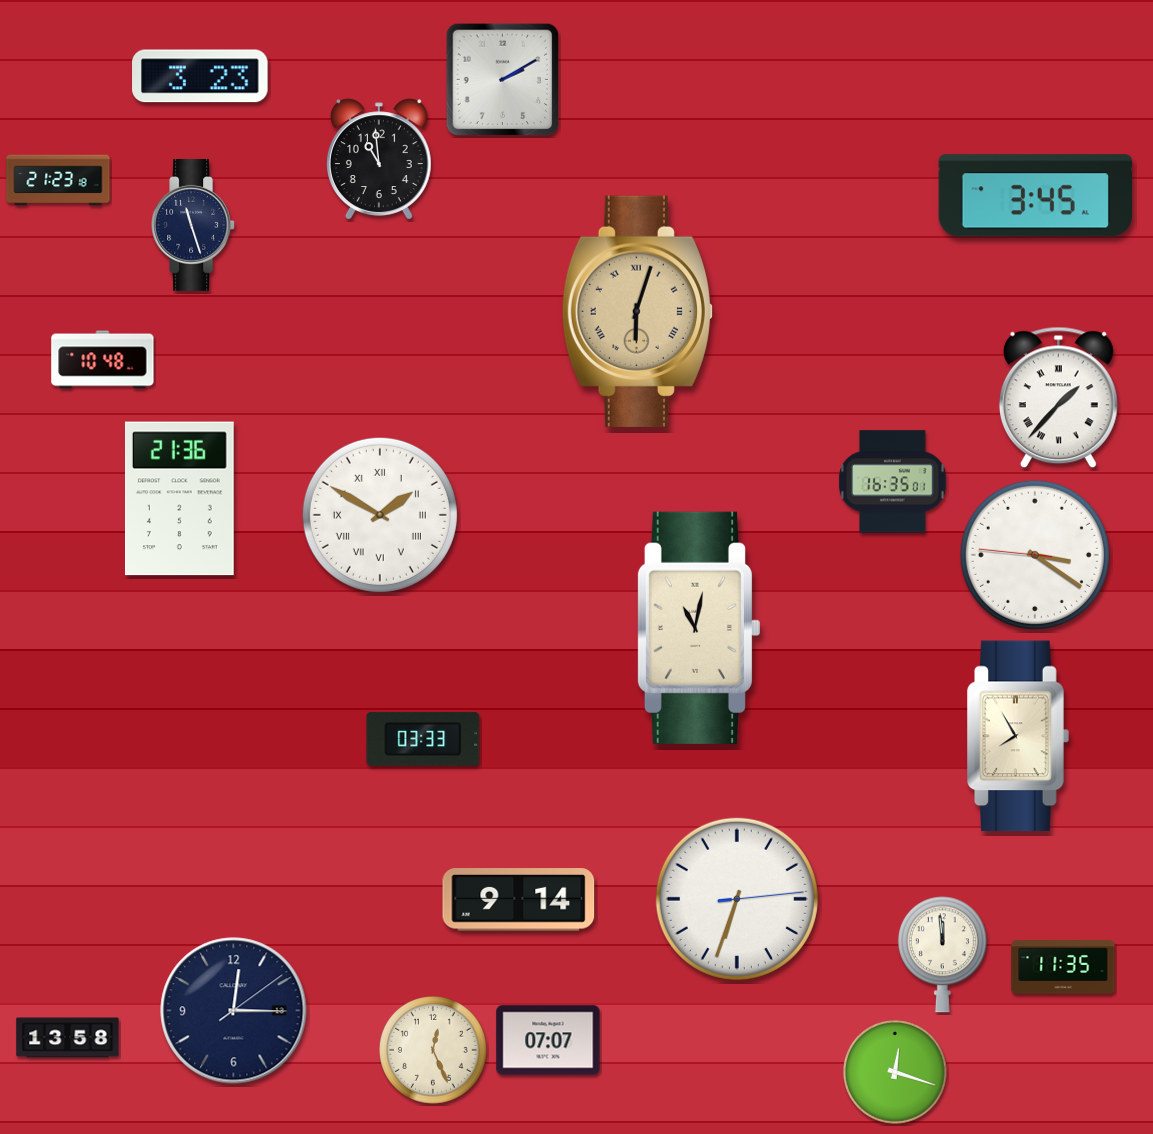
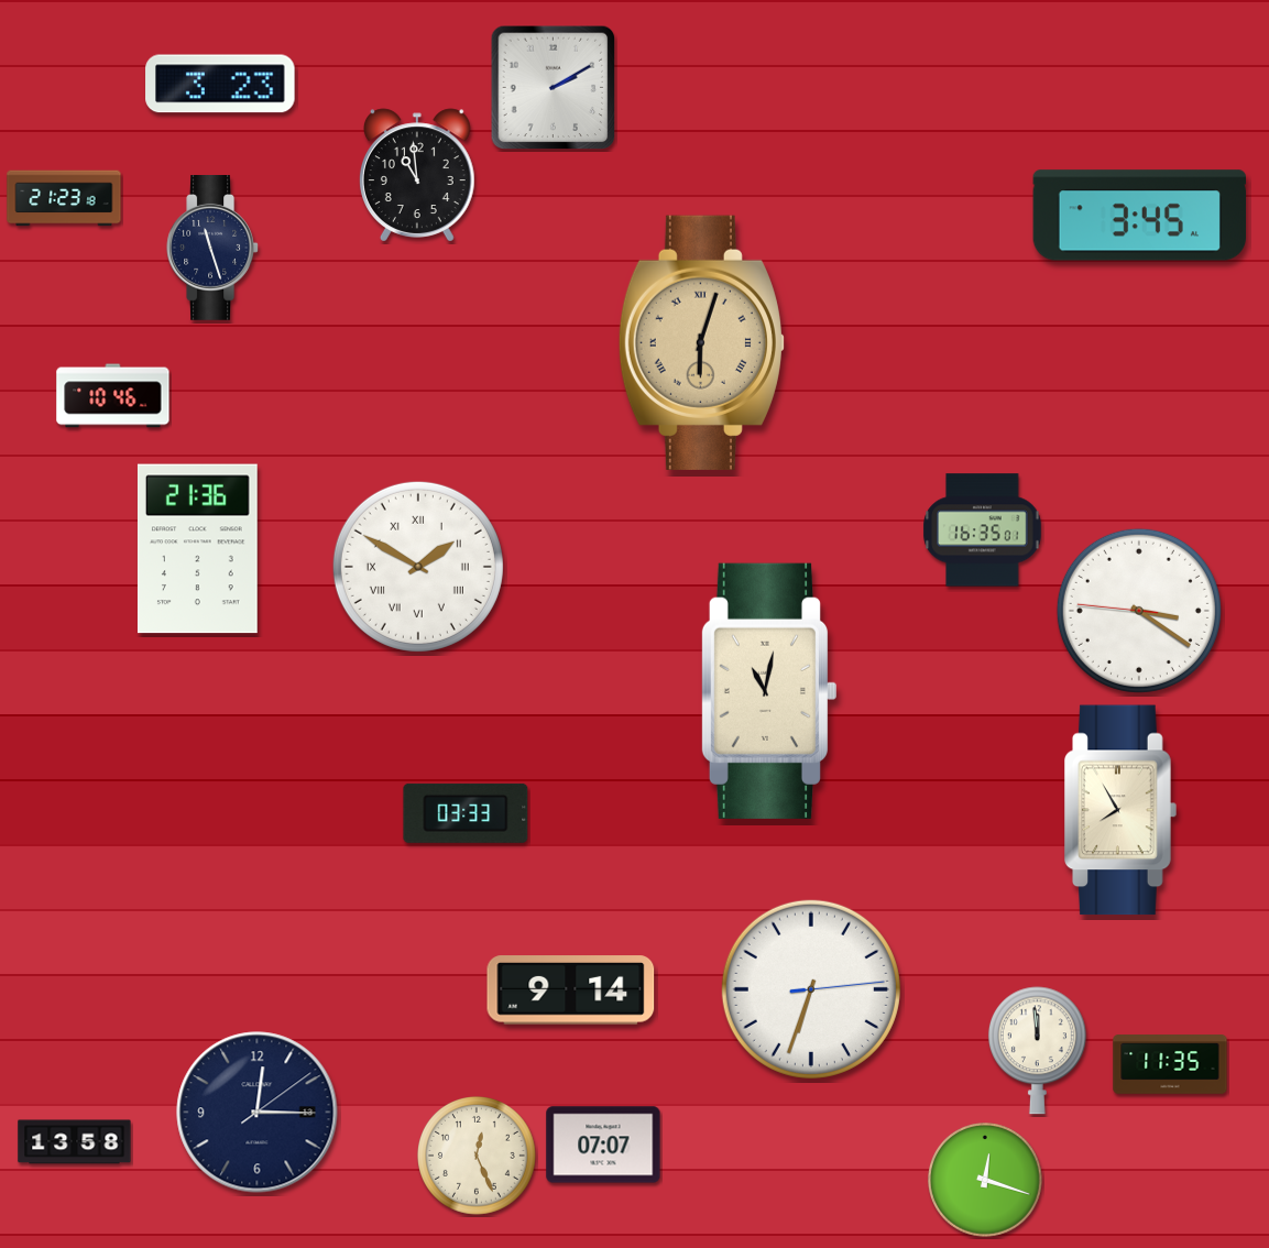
clock at (103, 360): 10:48 -> 10:46
clock at (1058, 398): 1:37 -> none
